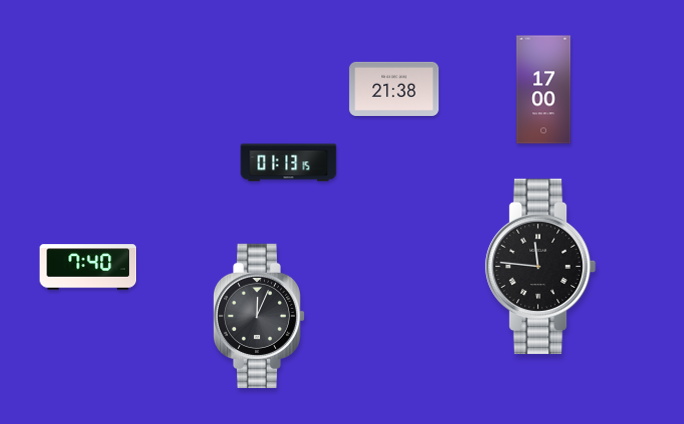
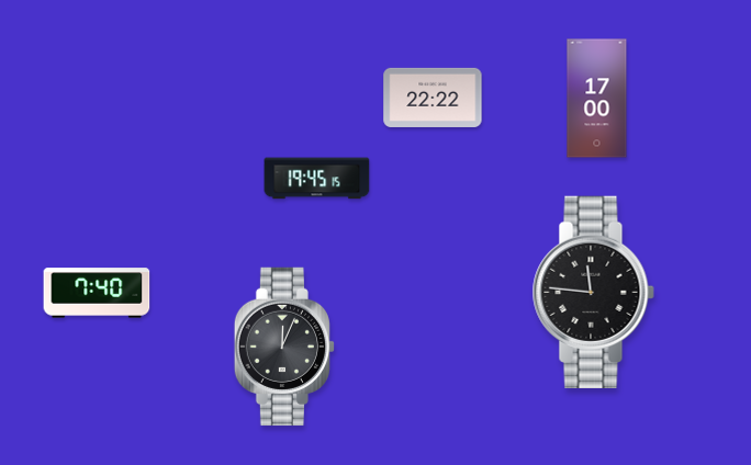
clock at (394, 89): 21:38 -> 22:22
clock at (289, 163): 01:13 -> 19:45
